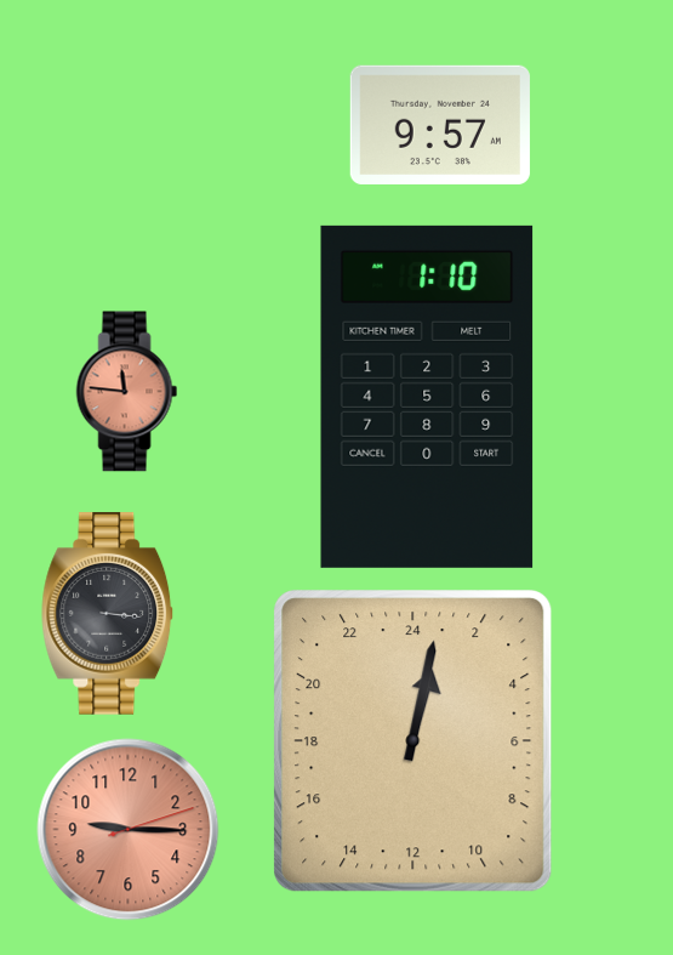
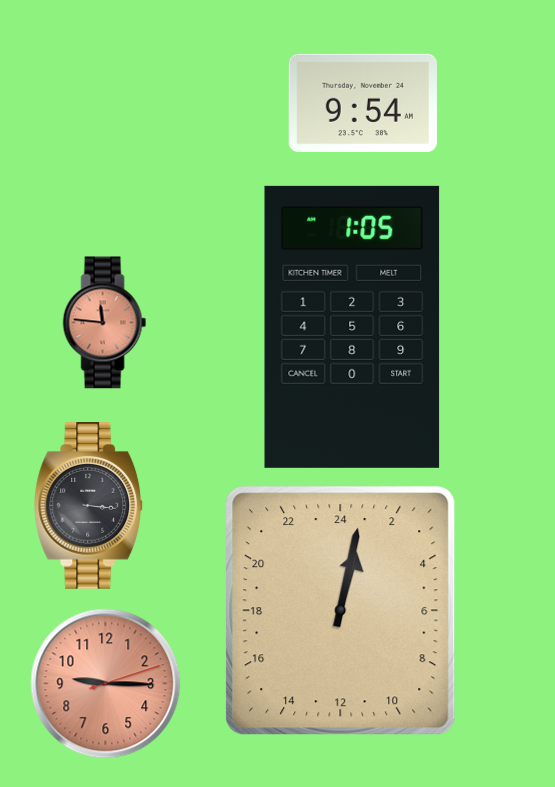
clock at (440, 125): 9:57 -> 9:54
clock at (427, 397): 1:10 -> 1:05
